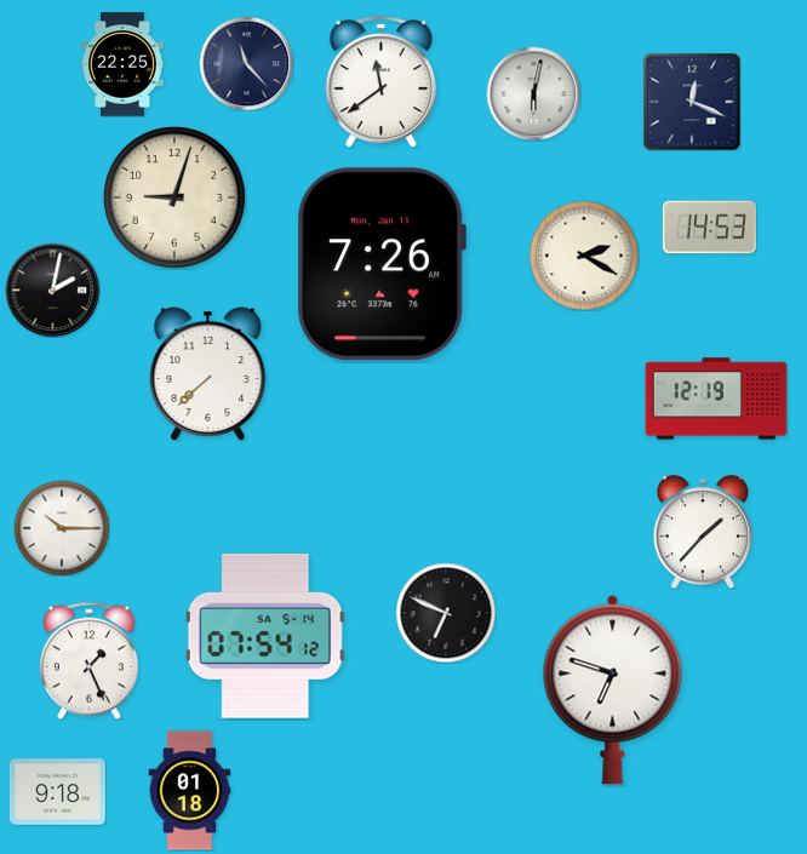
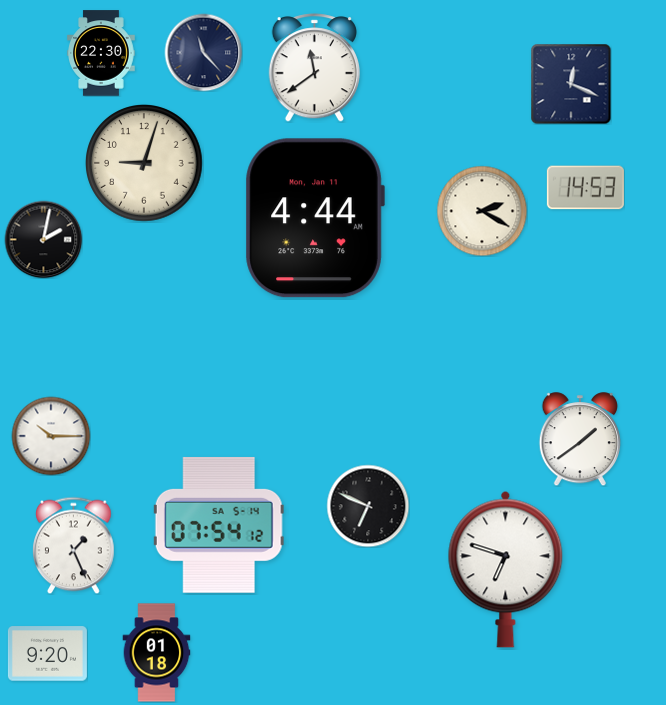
clock at (122, 64): 22:25 -> 22:30
clock at (533, 93): 6:02 -> none
clock at (382, 264): 7:26 -> 4:44
clock at (208, 374): 7:38 -> none
clock at (716, 399): 12:19 -> none
clock at (703, 532): 1:37 -> 1:39
clock at (57, 792): 9:18 -> 9:20
